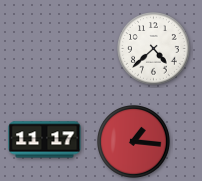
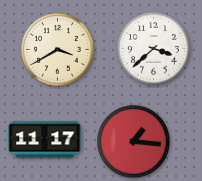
clock at (154, 49): 4:38 -> 3:38
clock at (58, 50): none -> 3:40
